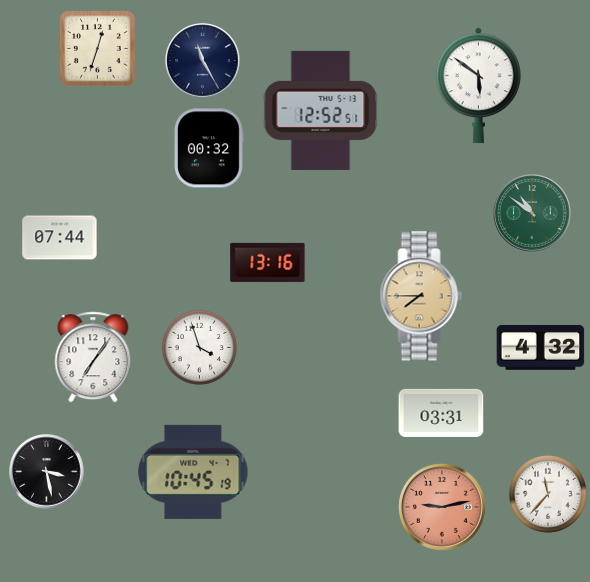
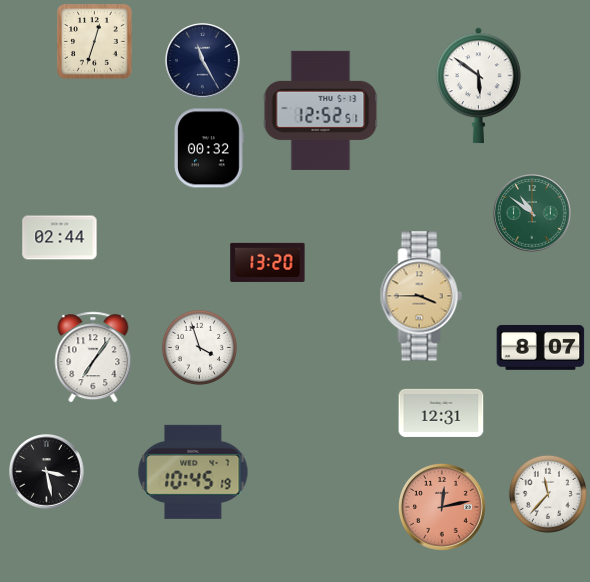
clock at (98, 49) position: (98, 49) -> (95, 42)
clock at (60, 238): 07:44 -> 02:44
clock at (268, 262): 13:16 -> 13:20
clock at (421, 296): 7:45 -> 3:45
clock at (541, 347): 4:32 -> 8:07
clock at (441, 413): 03:31 -> 12:31
clock at (442, 507): 9:13 -> 12:13
